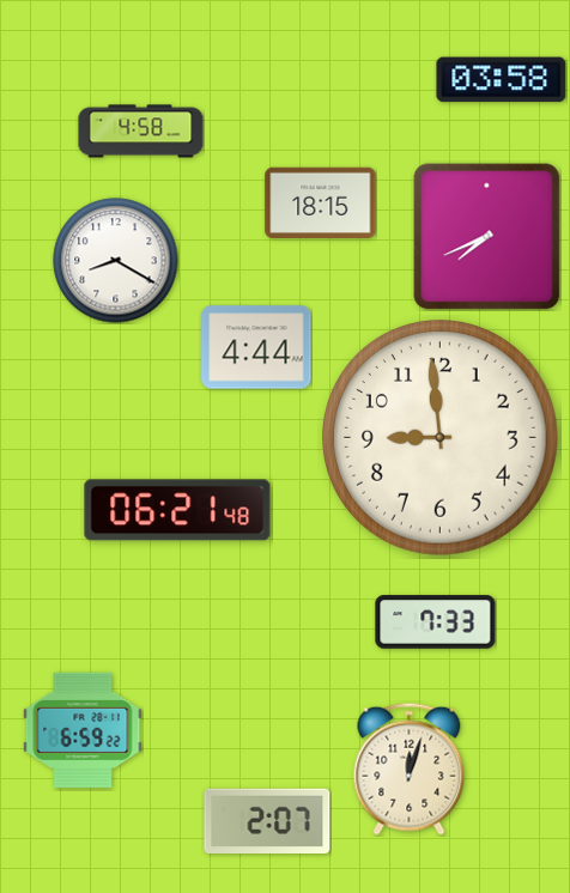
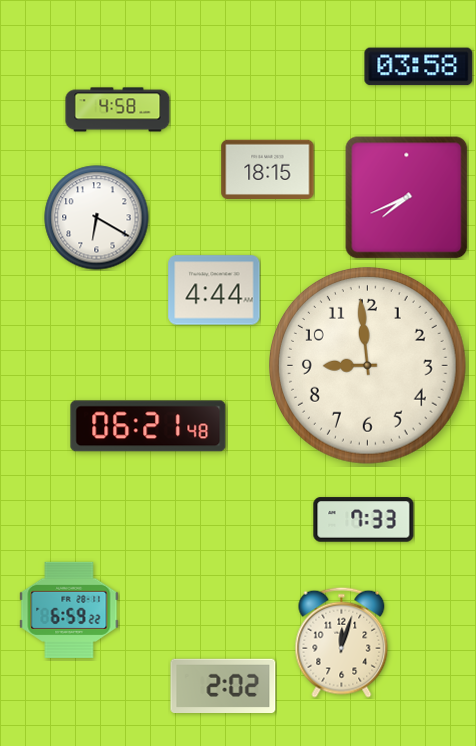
clock at (116, 261): 8:20 -> 6:20
clock at (267, 821): 2:07 -> 2:02
